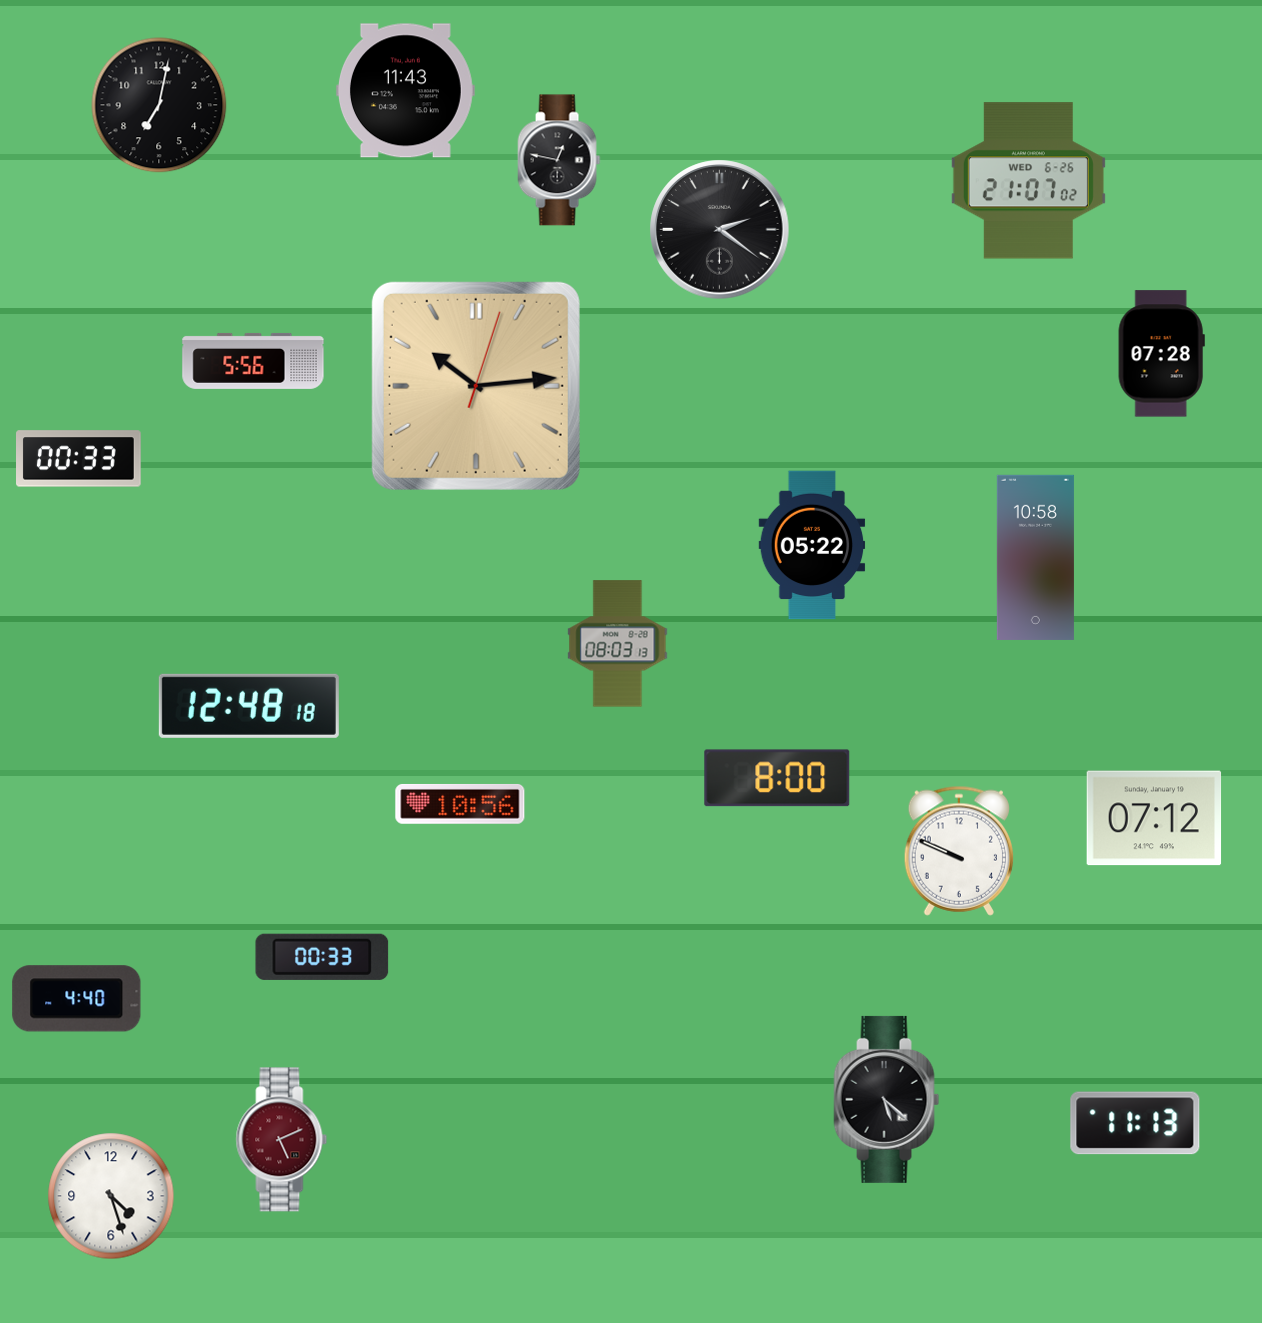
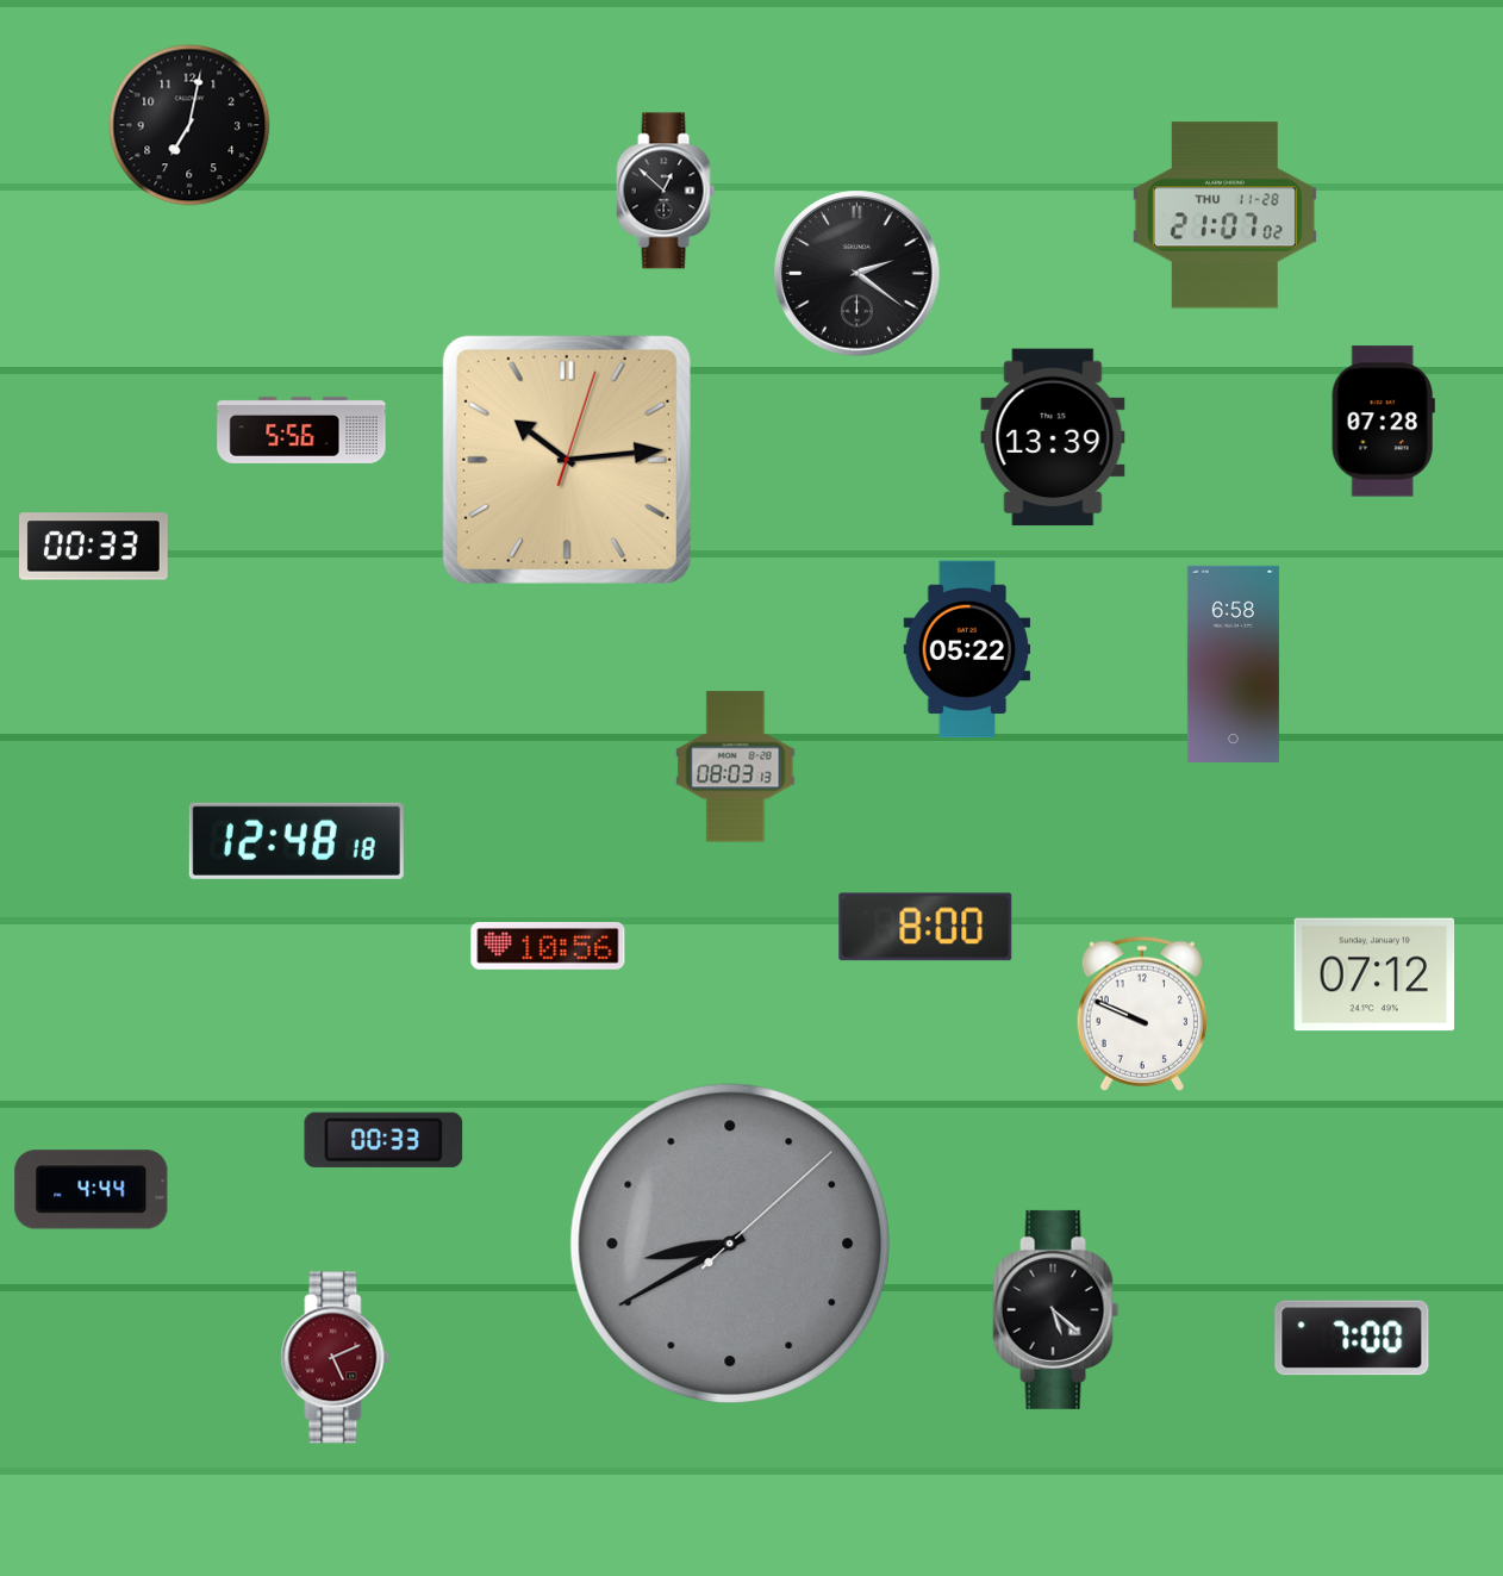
clock at (405, 91): 11:43 -> none
clock at (559, 160): 12:47 -> 12:52
clock at (1028, 181) date: WED 6-26 -> THU 11-28
clock at (1053, 437): none -> 13:39
clock at (1035, 557): 10:58 -> 6:58
clock at (460, 804) position: (460, 804) -> (548, 946)
clock at (77, 999): 4:40 -> 4:44
clock at (729, 1242): none -> 8:40
clock at (1135, 1123): 11:13 -> 7:00
clock at (111, 1196): 4:27 -> none
